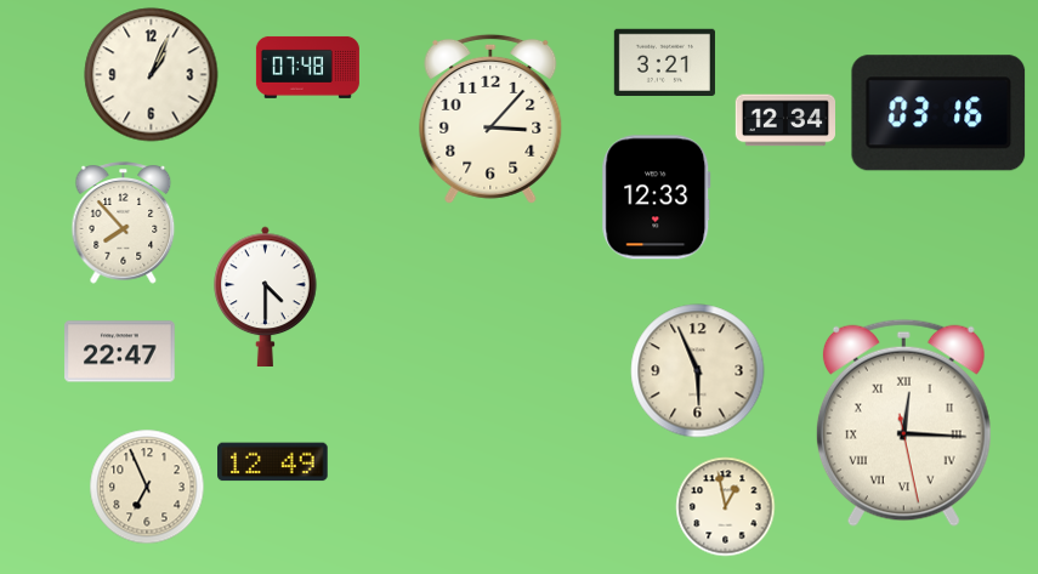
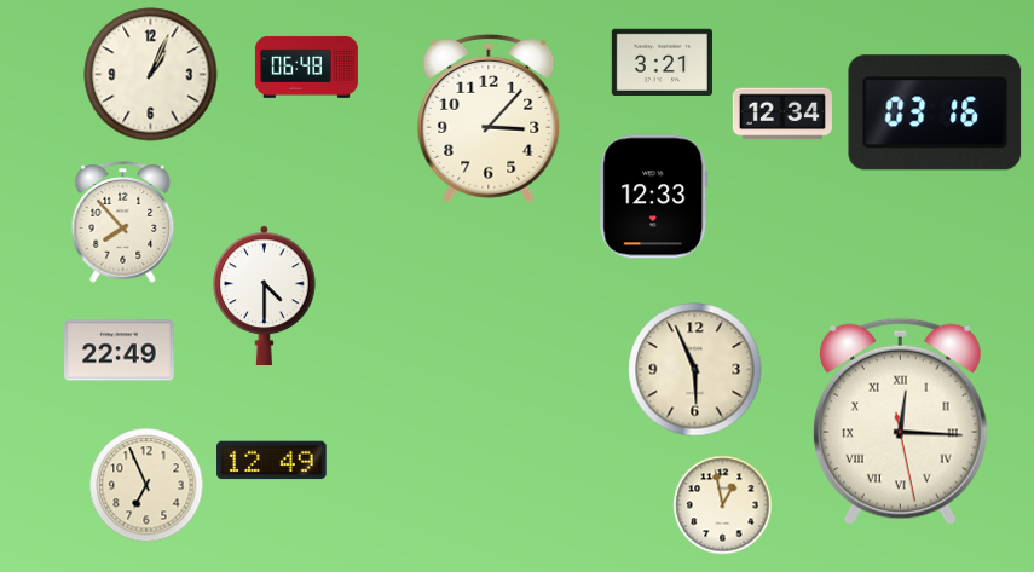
clock at (307, 67): 07:48 -> 06:48
clock at (784, 120) position: (784, 120) -> (781, 114)
clock at (120, 352): 22:47 -> 22:49
